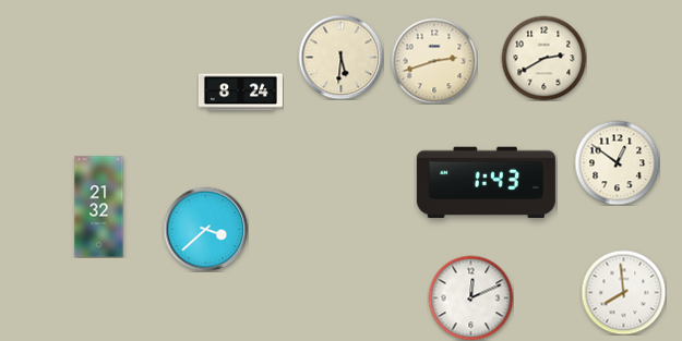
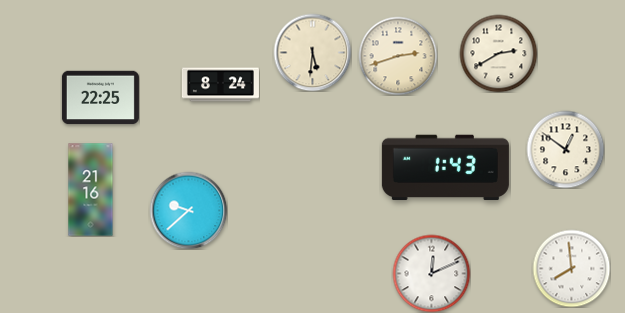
clock at (100, 98): none -> 22:25
clock at (99, 207): 21:32 -> 21:16
clock at (205, 229): 3:38 -> 9:38
